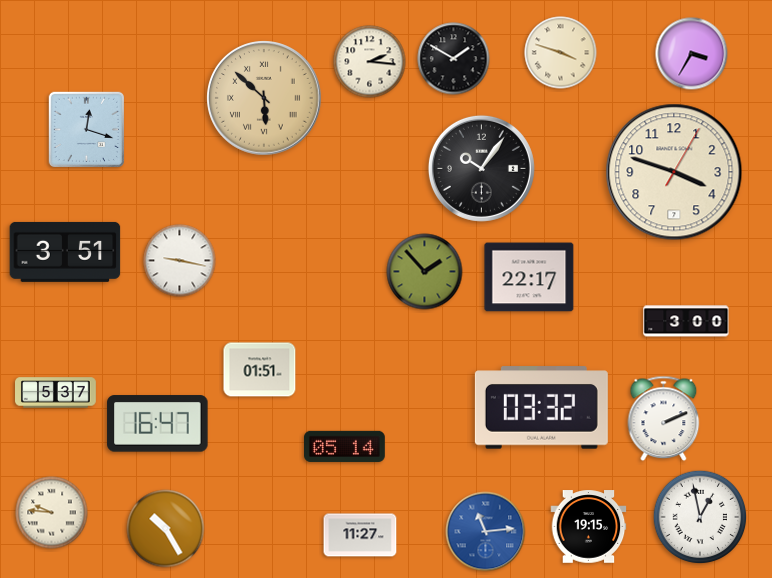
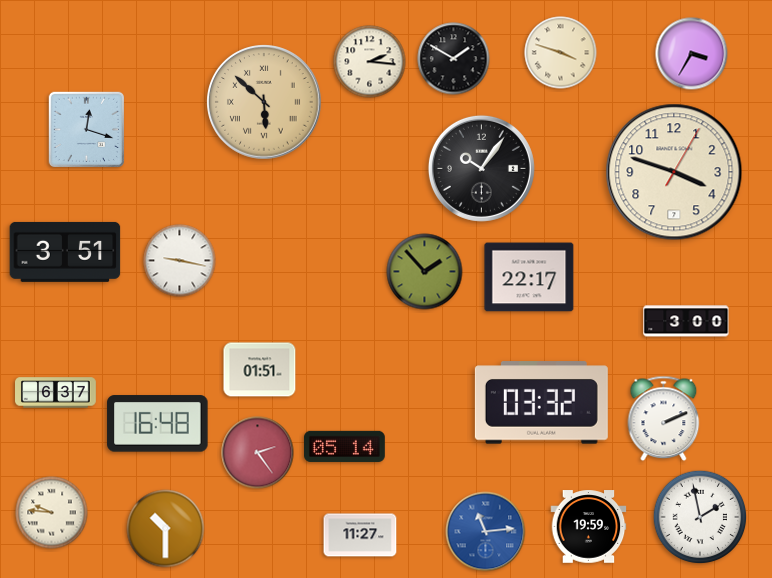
clock at (265, 99) position: (265, 99) -> (265, 103)
clock at (56, 393): 5:37 -> 6:37
clock at (541, 408) position: (541, 408) -> (541, 403)
clock at (158, 424): 16:47 -> 16:48
clock at (258, 453): none -> 2:24
clock at (700, 517): 12:58 -> 1:58
clock at (589, 527): 19:15 -> 19:59
clock at (166, 529): 10:25 -> 10:30
